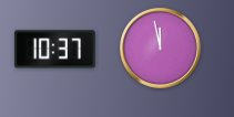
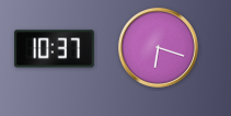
clock at (160, 47): 11:58 -> 6:18
